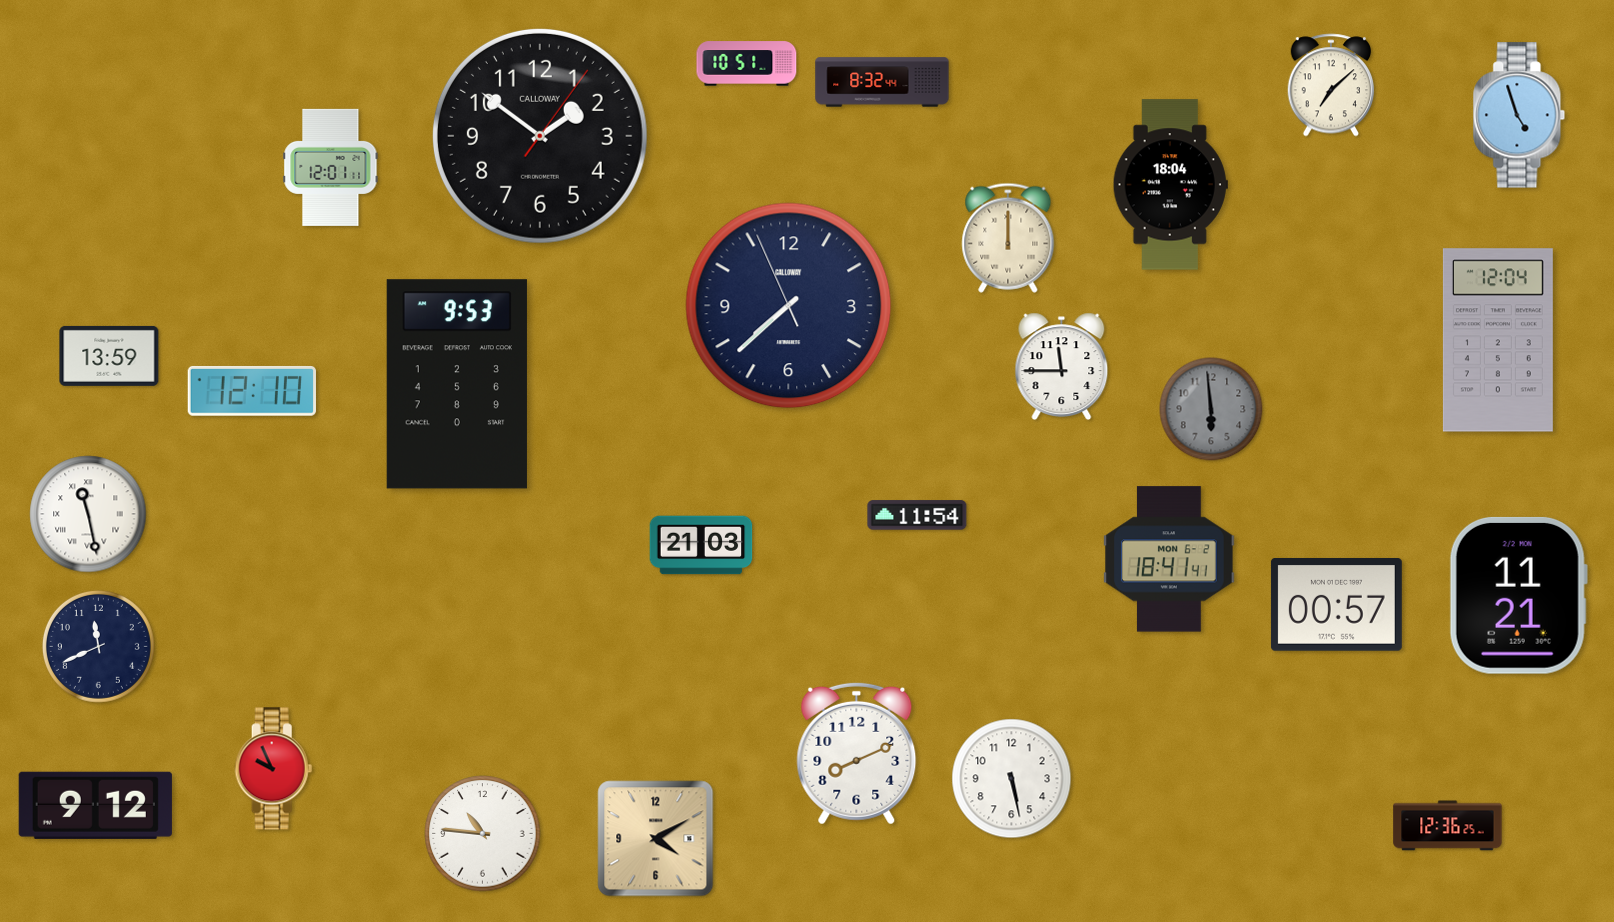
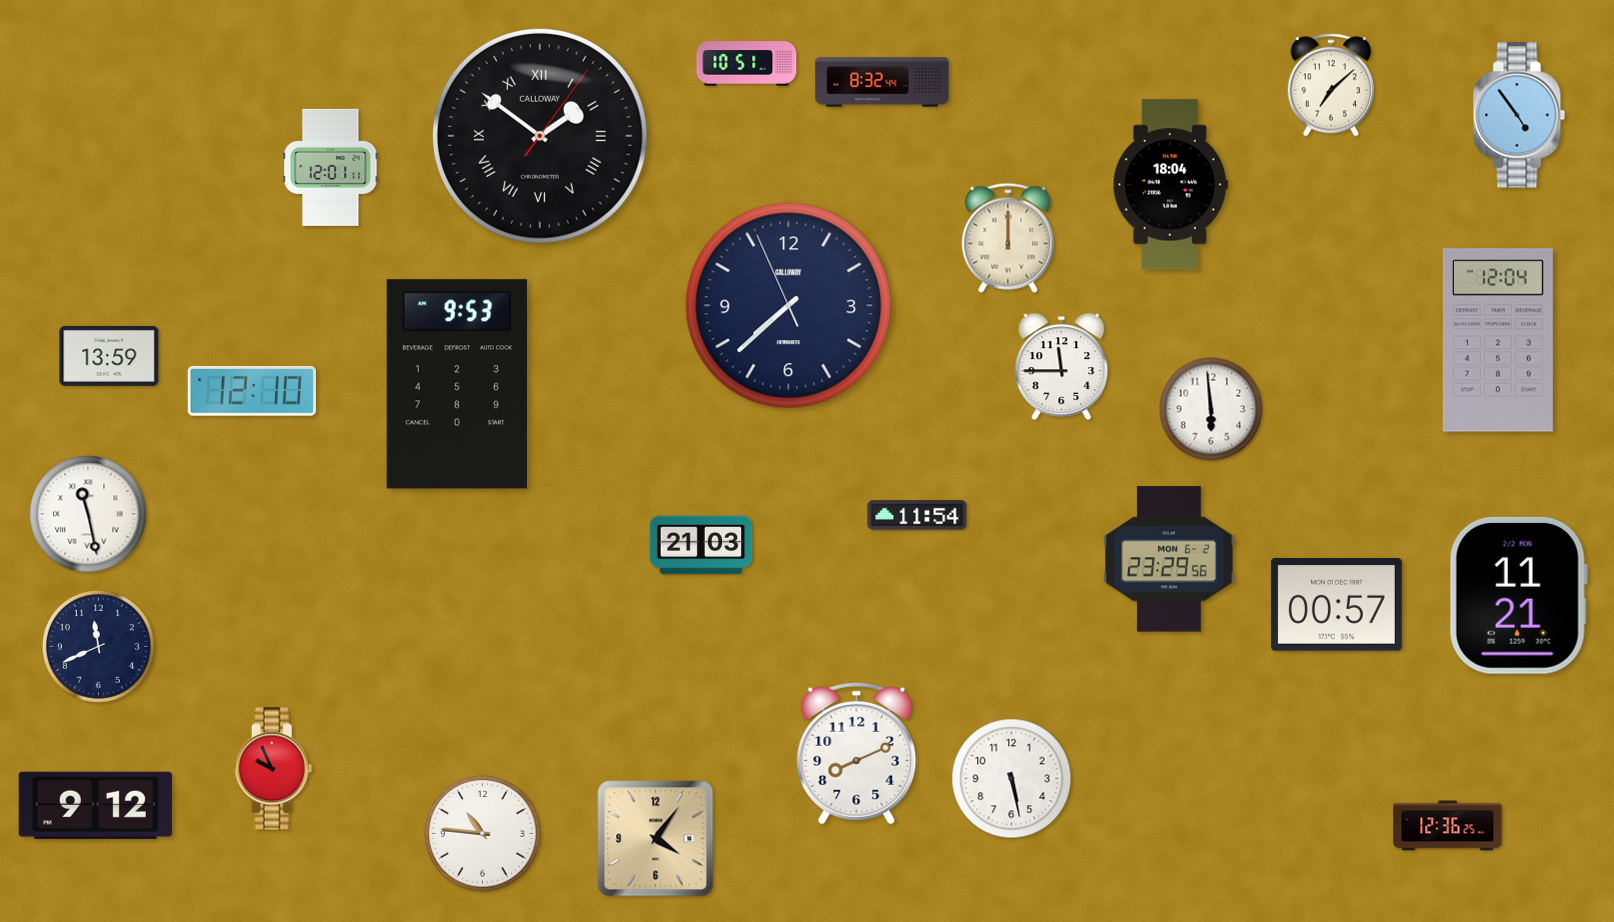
clock at (1519, 115): 4:57 -> 4:54
clock at (540, 136) numerals: Arabic -> Roman
clock at (1211, 409) dial: grey -> white
clock at (1169, 559): 18:41 -> 23:29
clock at (656, 839): 4:10 -> 4:06
